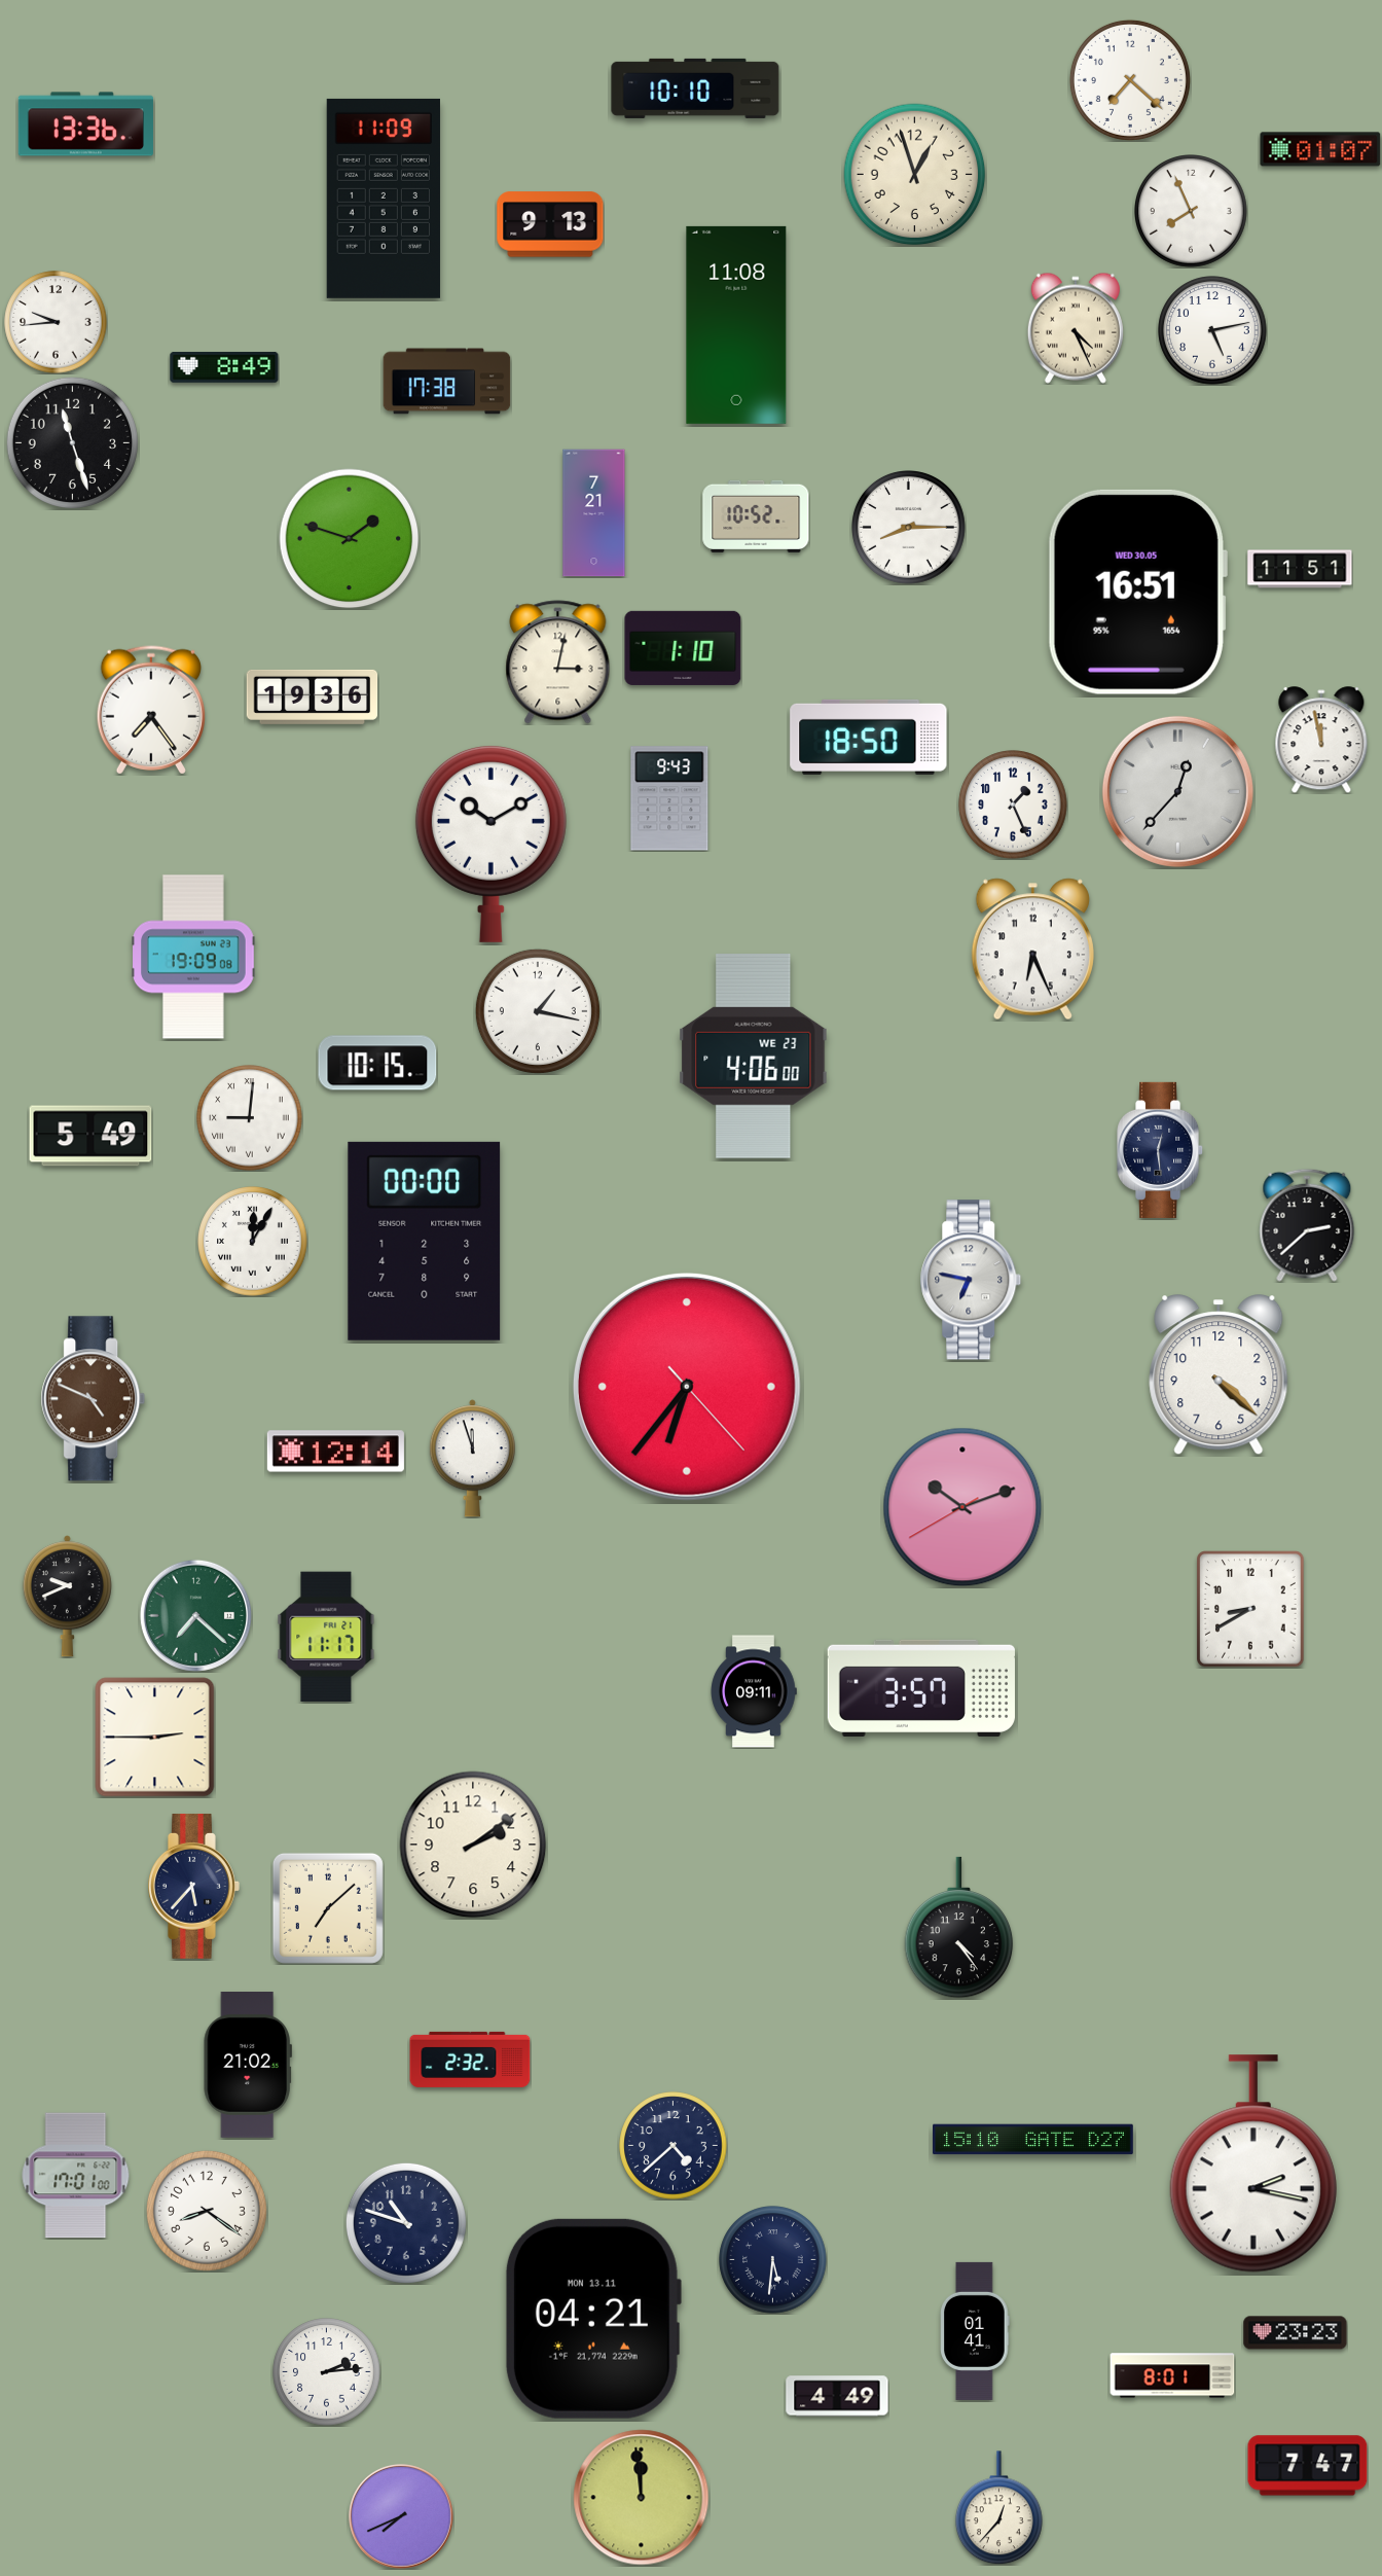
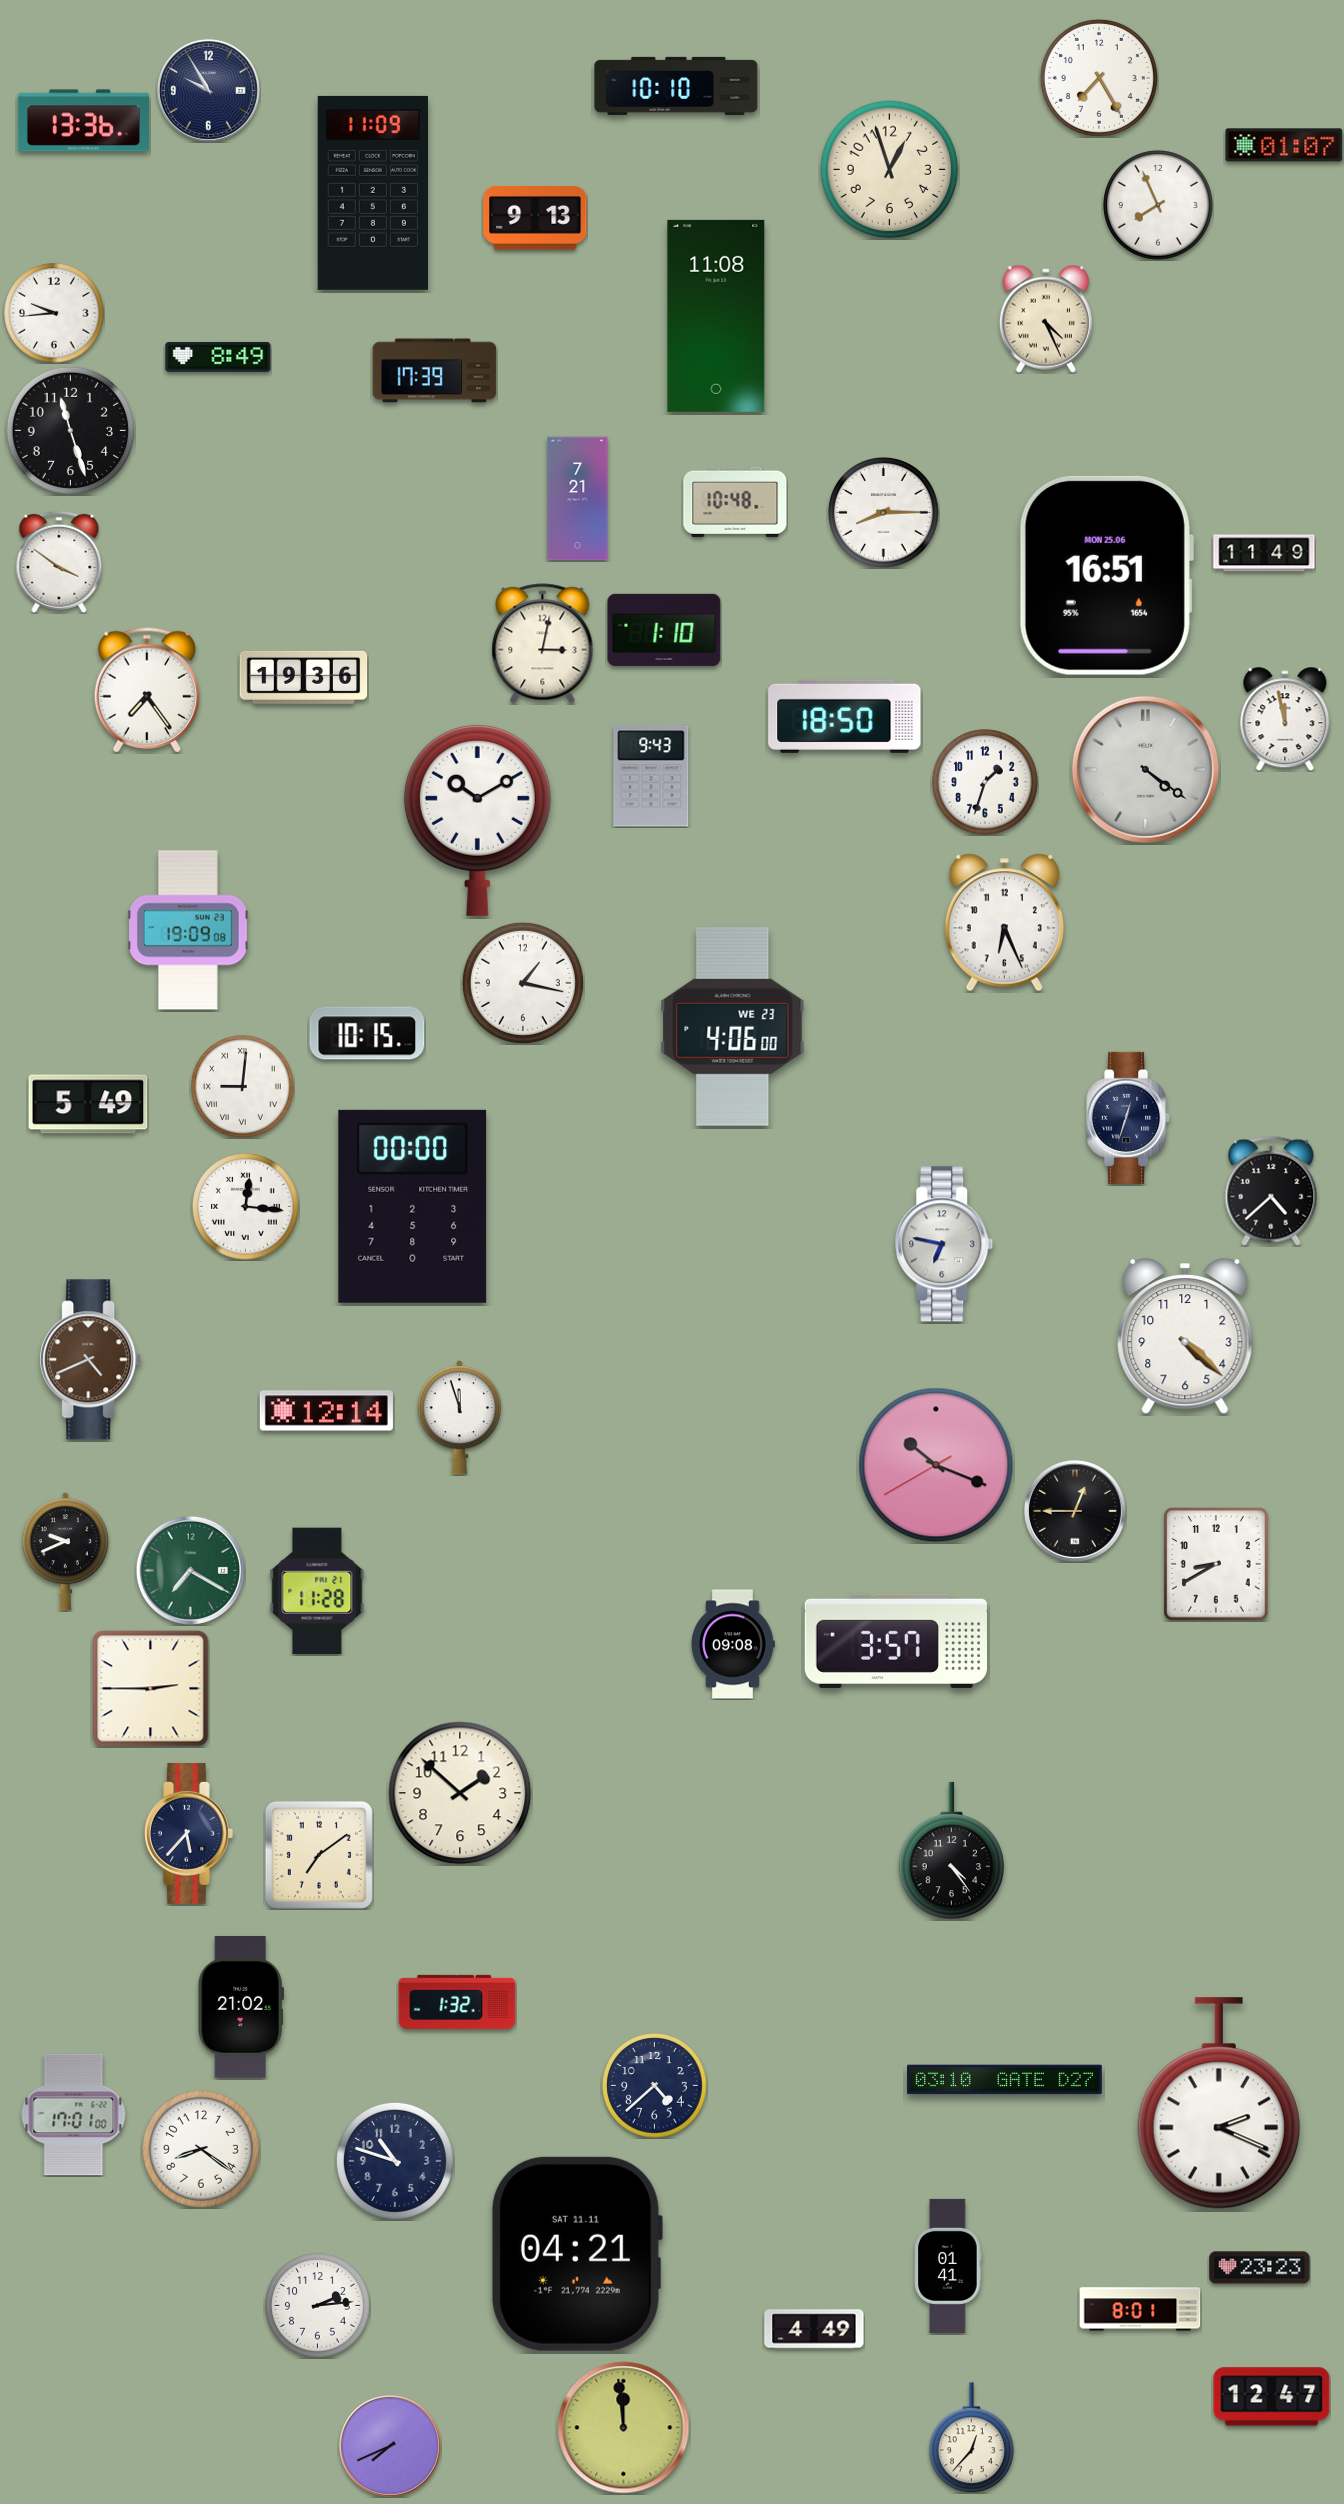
clock at (1130, 80): 7:22 -> 7:25
clock at (208, 90): none -> 9:55
clock at (1212, 330): 5:13 -> none
clock at (447, 382): 17:38 -> 17:39
clock at (756, 516): 10:52 -> 10:48
clock at (350, 539): 1:48 -> none
clock at (1300, 569): 11:51 -> 11:49
clock at (59, 562): none -> 3:51
clock at (1137, 592) date: WED 30.05 -> MON 25.06
clock at (1177, 791): 12:37 -> 4:21
clock at (1013, 804): 1:26 -> 1:33
clock at (1161, 1150): 12:29 -> 12:33
clock at (1307, 1225): 2:38 -> 4:38
clock at (253, 1242): 12:05 -> 12:16
clock at (687, 1387): 6:36 -> none
clock at (94, 1399): 4:49 -> 4:41
clock at (962, 1507): 10:11 -> 10:18
clock at (1075, 1511): none -> 12:45
clock at (195, 1615): 7:22 -> 7:20
clock at (326, 1636): 11:17 -> 11:28
clock at (754, 1691): 09:11 -> 09:08
clock at (473, 1845): 2:09 -> 1:52
clock at (328, 1908): 7:08 -> 7:09
clock at (959, 1928) position: (959, 1928) -> (952, 1851)
clock at (470, 2060): 2:32 -> 1:32
clock at (1033, 2140): 15:10 -> 03:10
clock at (1253, 2163): 2:17 -> 2:19
clock at (773, 2260): 5:31 -> none
clock at (592, 2319) date: MON 13.11 -> SAT 11.11
clock at (1308, 2466): 7:47 -> 12:47
